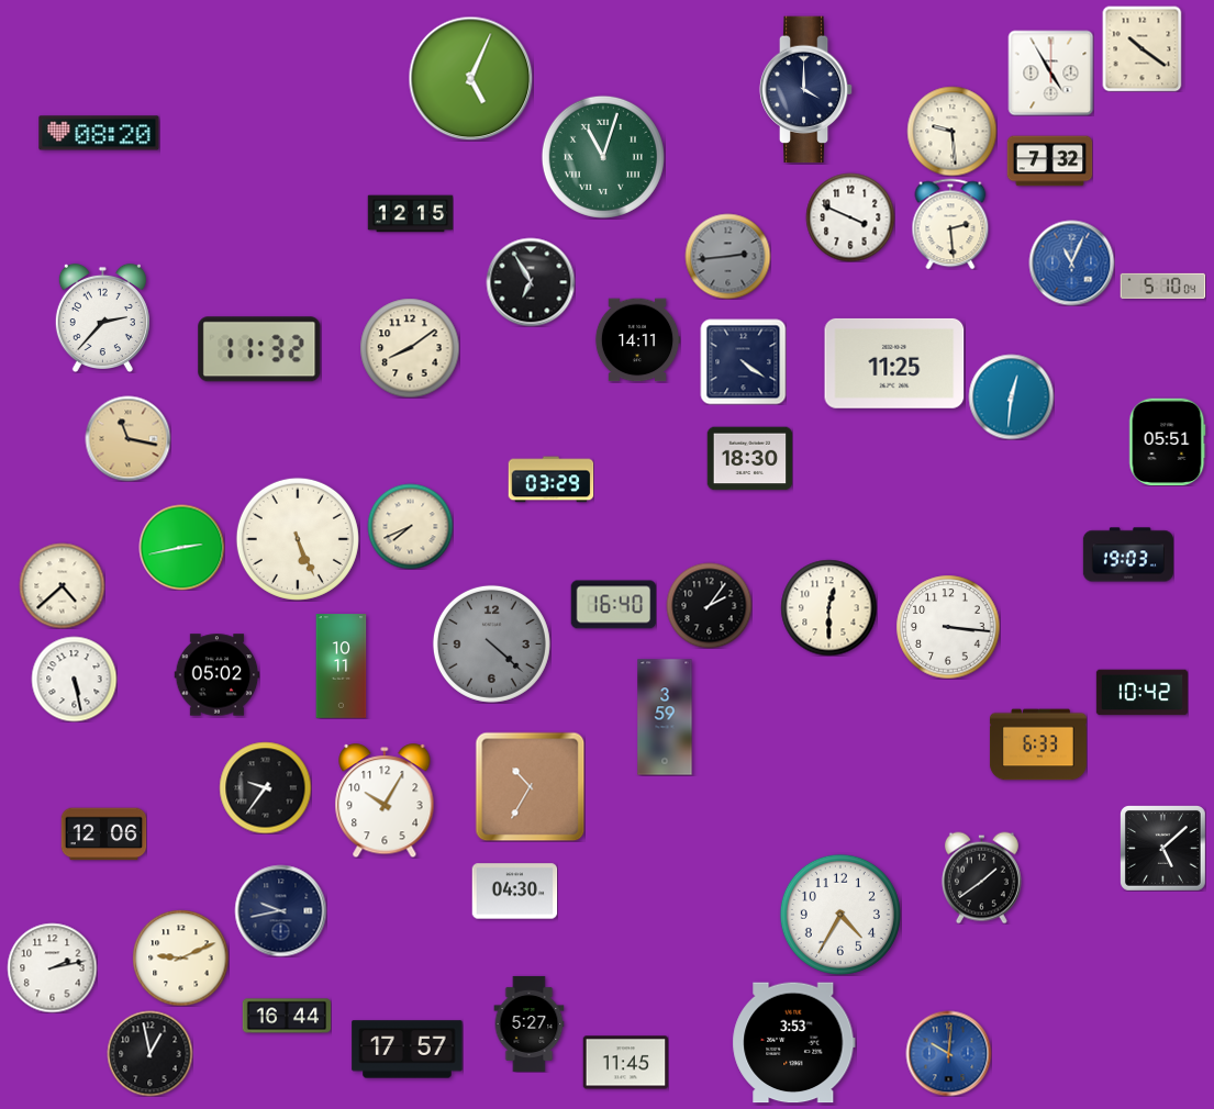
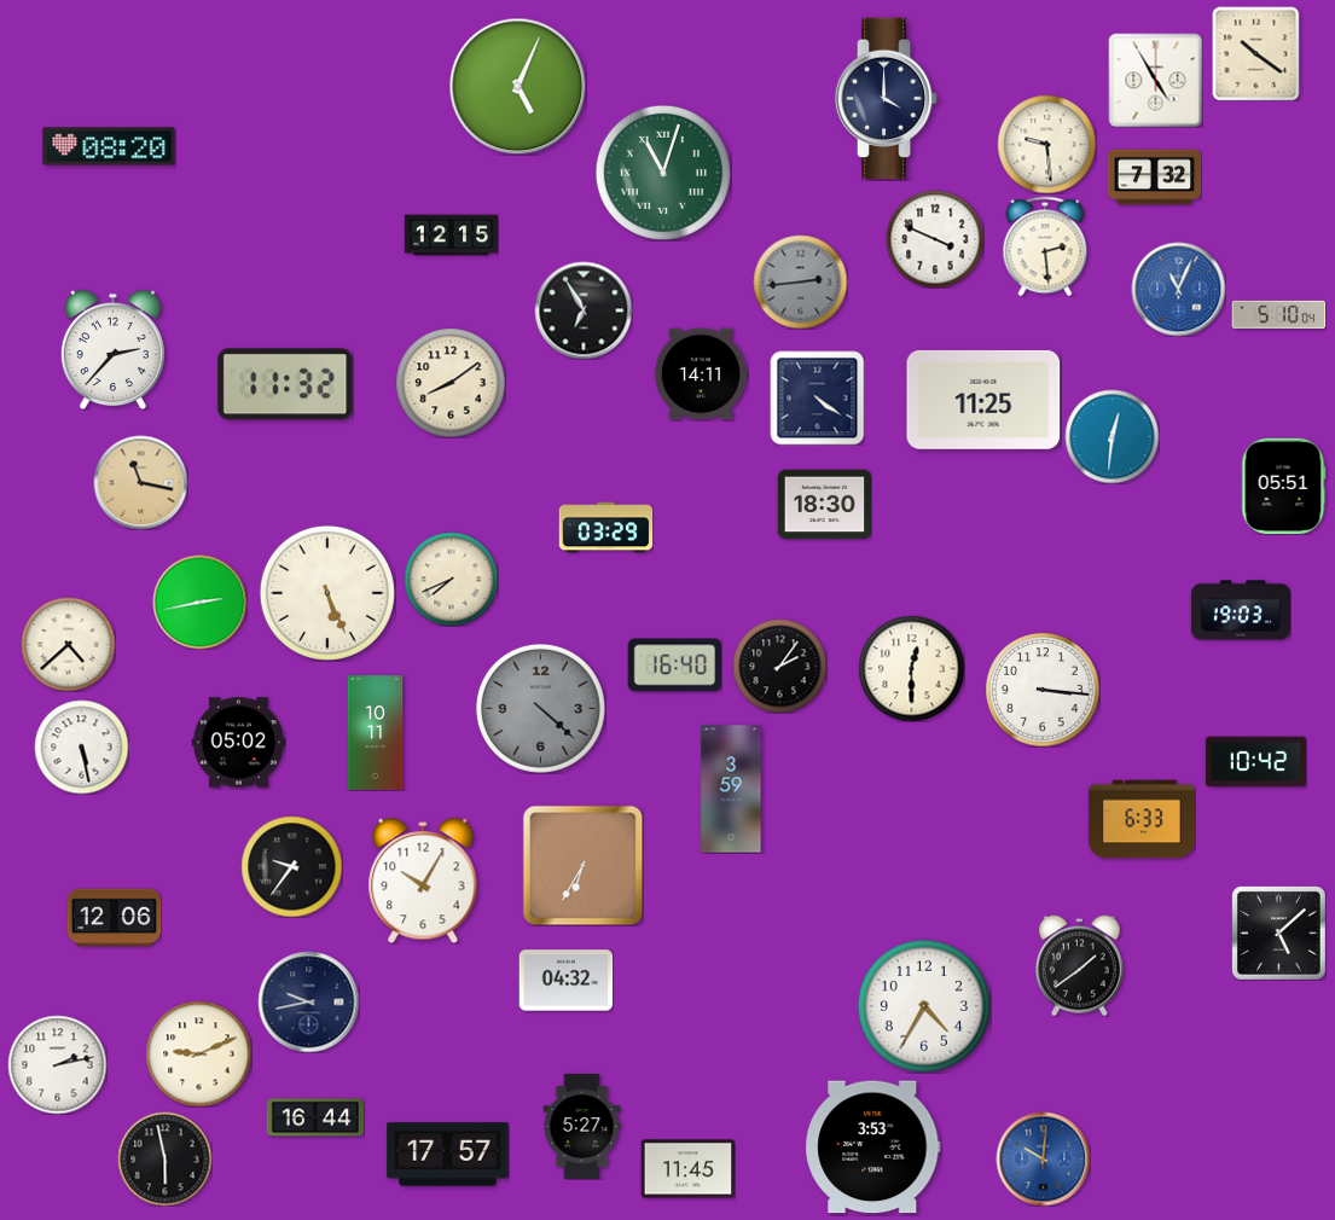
clock at (530, 786): 10:35 -> 6:35
clock at (514, 892): 04:30 -> 04:32
clock at (149, 1053): 12:58 -> 5:58
